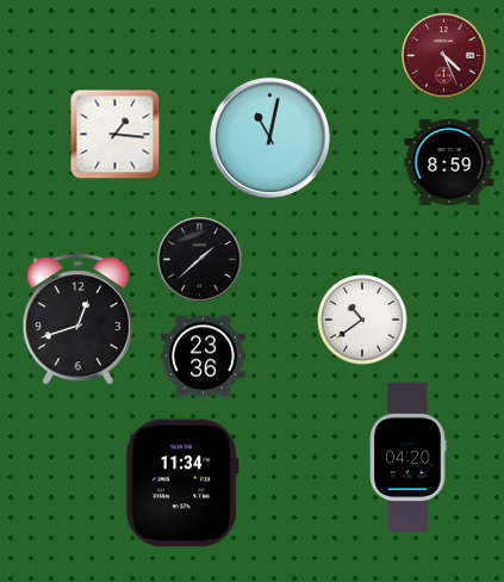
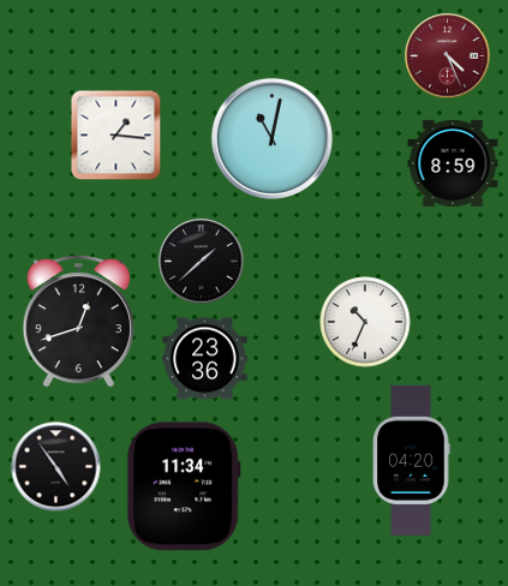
clock at (362, 320): 10:39 -> 10:34
clock at (56, 467): none -> 4:54
